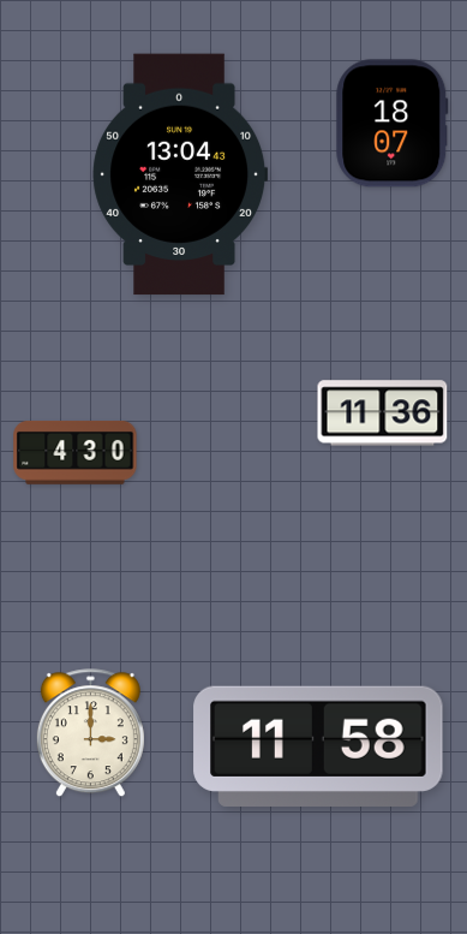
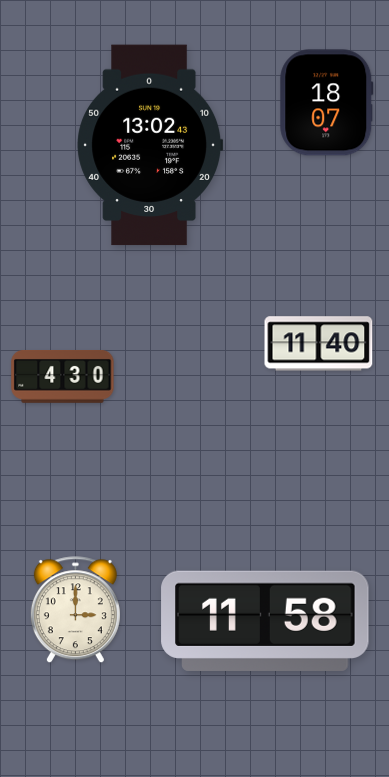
clock at (180, 174): 13:04 -> 13:02
clock at (383, 414): 11:36 -> 11:40
